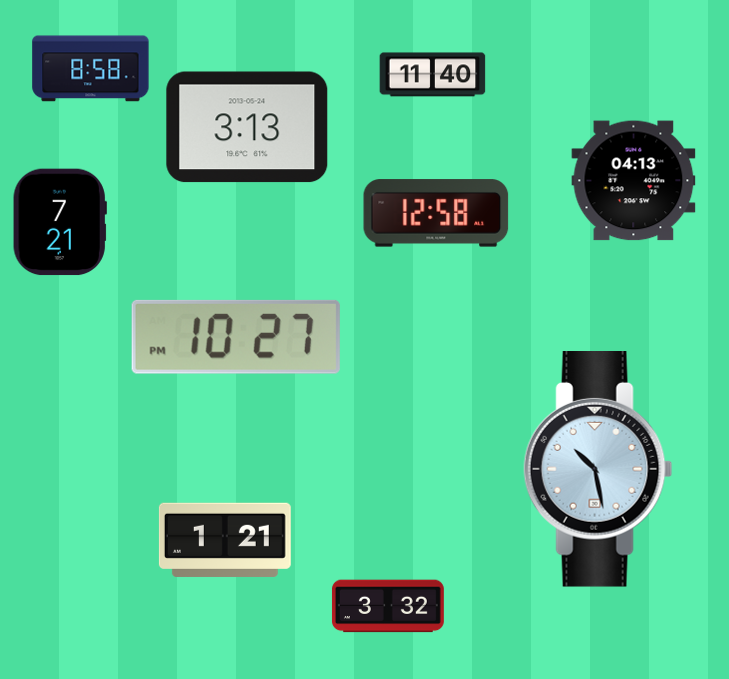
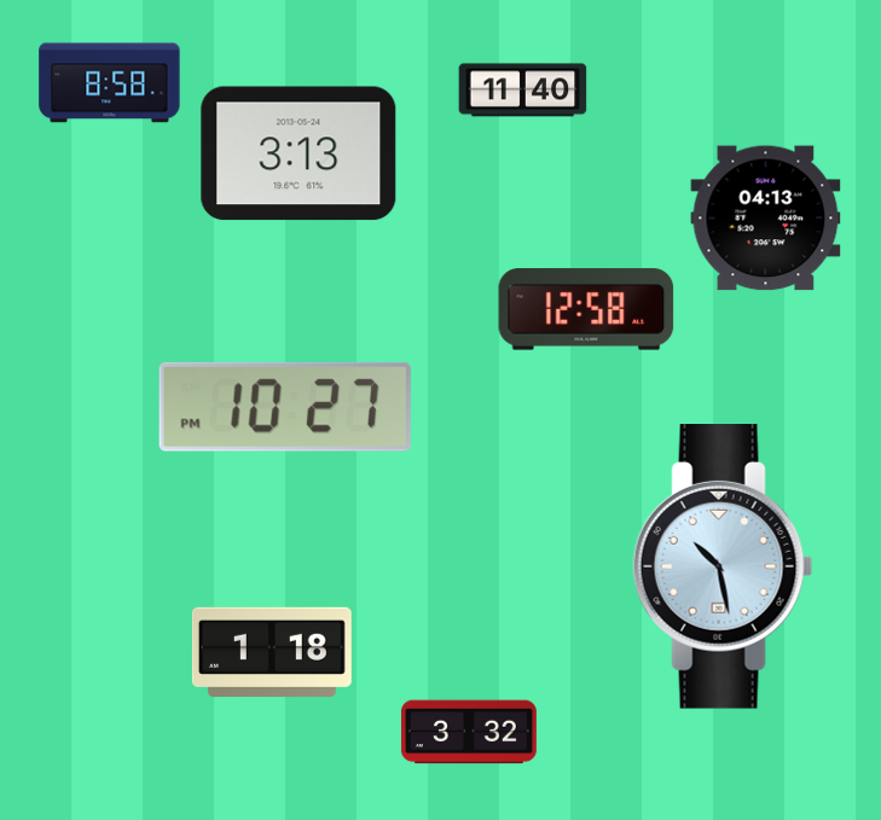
clock at (436, 213) position: (436, 213) -> (586, 309)
clock at (60, 222): 7:21 -> none
clock at (225, 540): 1:21 -> 1:18
